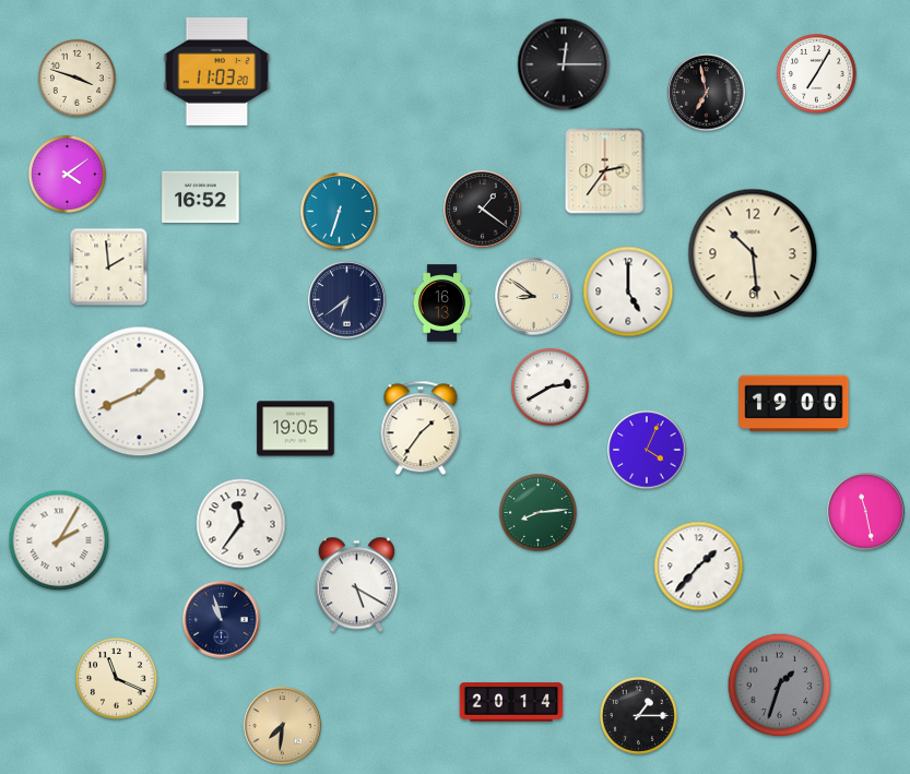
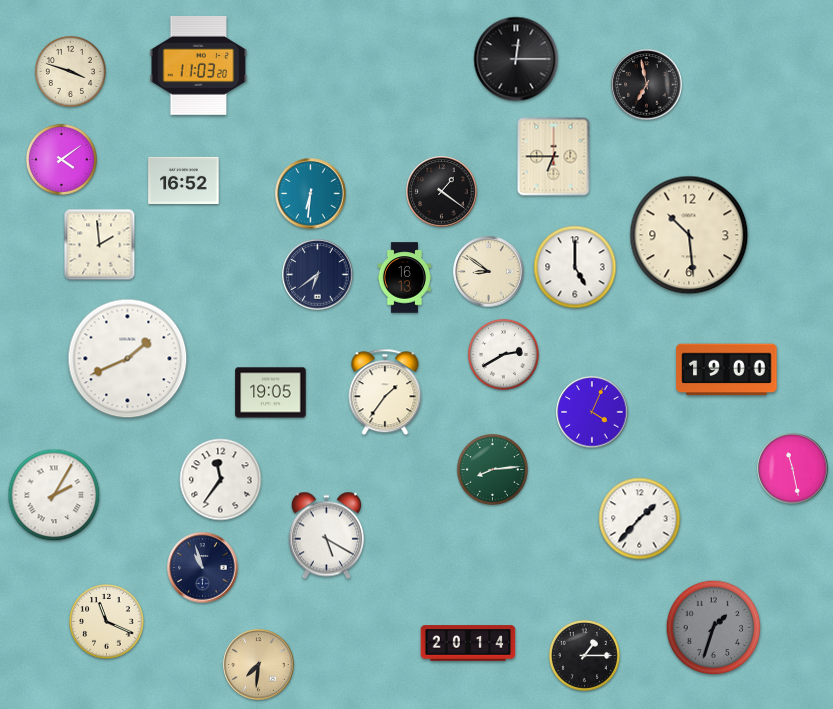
clock at (817, 74): 7:05 -> none
clock at (605, 171): 2:36 -> 6:45
clock at (340, 212): 6:33 -> 6:31
clock at (753, 253) position: (753, 253) -> (689, 235)
